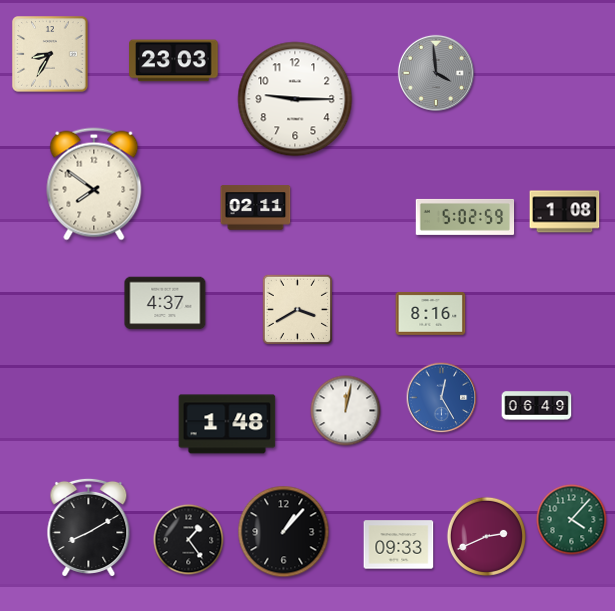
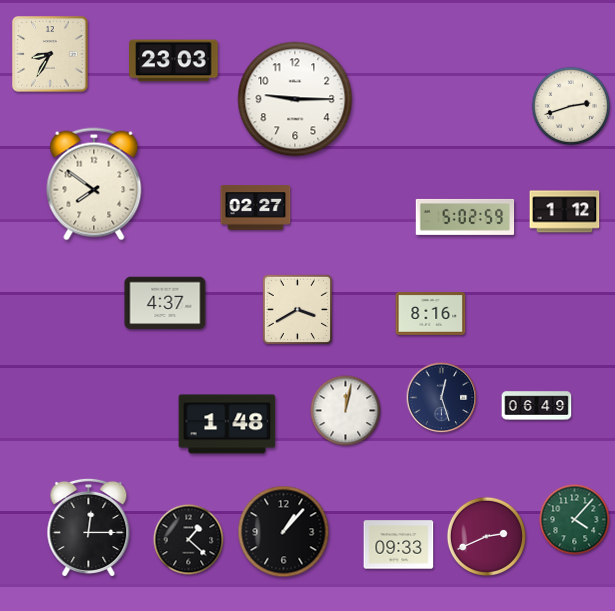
clock at (436, 73): 3:59 -> none
clock at (571, 106): none -> 2:42
clock at (256, 208): 02:11 -> 02:27
clock at (565, 212): 1:08 -> 1:12
clock at (442, 398): 12:25 -> 12:27
clock at (442, 398) dial: blue -> navy
clock at (572, 520) position: (572, 520) -> (575, 520)
clock at (89, 527): 8:10 -> 12:15
clock at (189, 540): 1:24 -> 1:22
